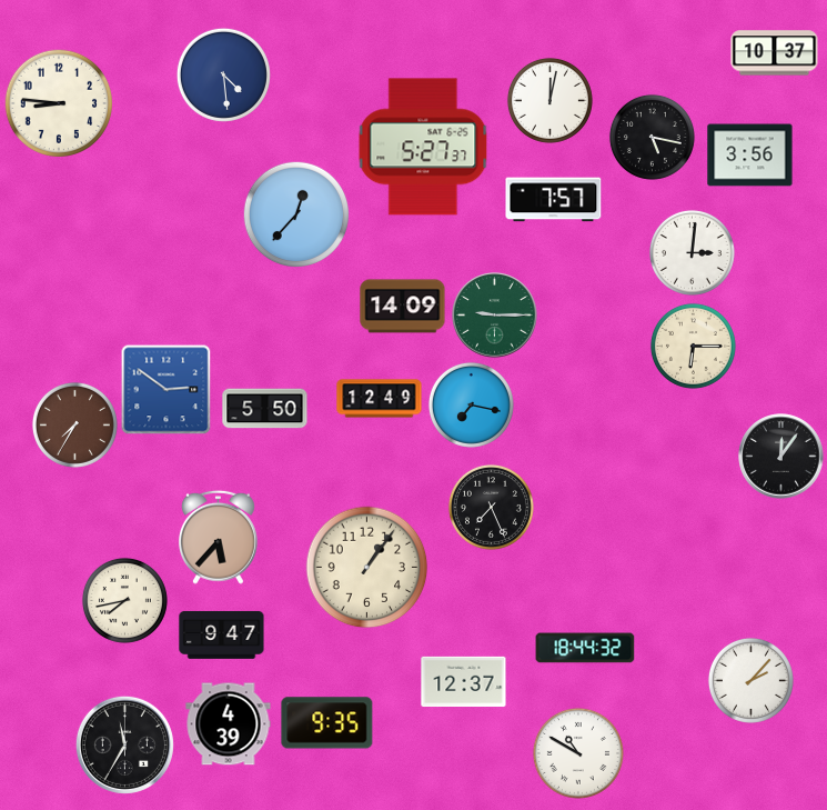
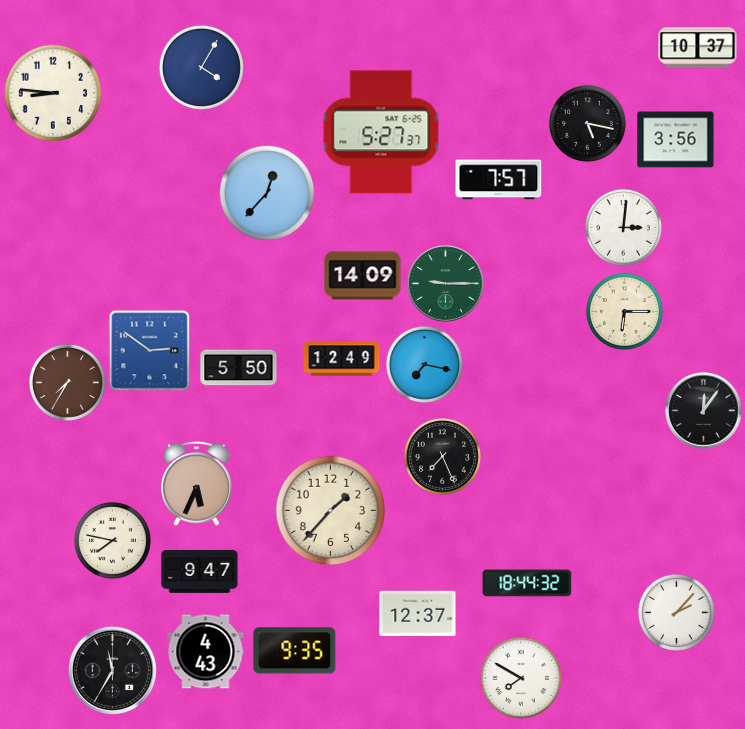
clock at (223, 74): 4:29 -> 4:05
clock at (549, 100): 12:02 -> none
clock at (218, 537): 5:37 -> 5:34
clock at (367, 568): 1:06 -> 1:37
clock at (124, 600): 7:43 -> 7:47
clock at (229, 724): 4:39 -> 4:43
clock at (578, 753): 10:50 -> 7:50
